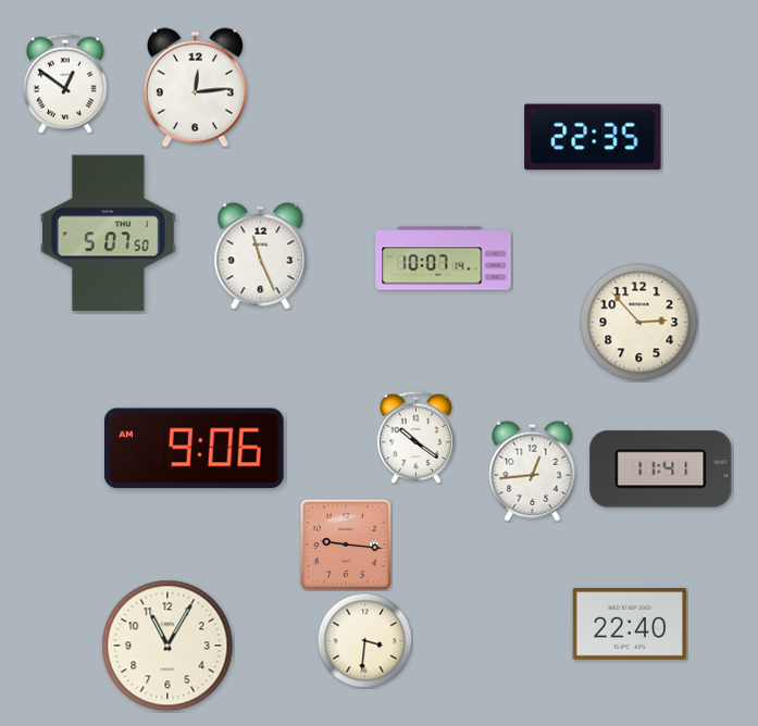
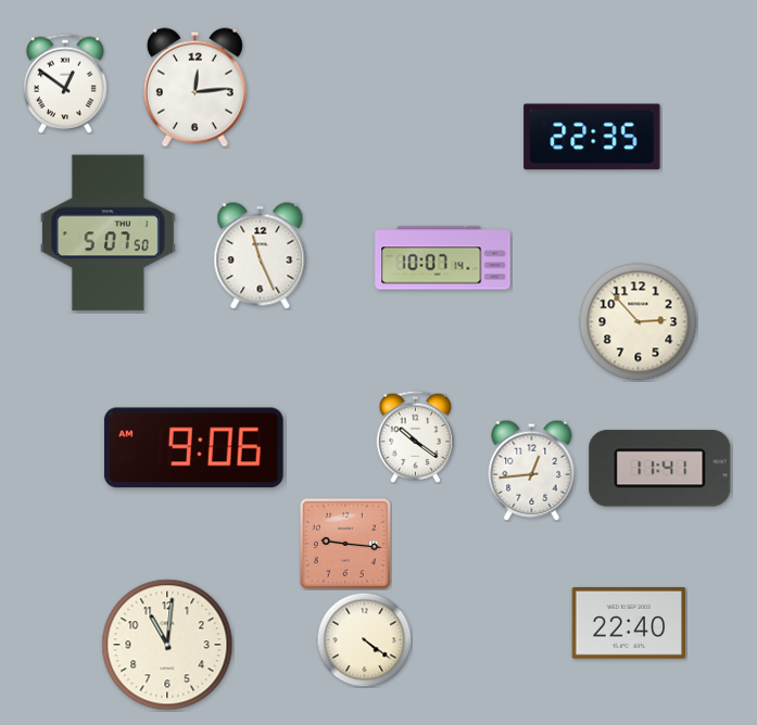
clock at (364, 640): 3:31 -> 4:21
clock at (167, 646): 11:05 -> 11:01
